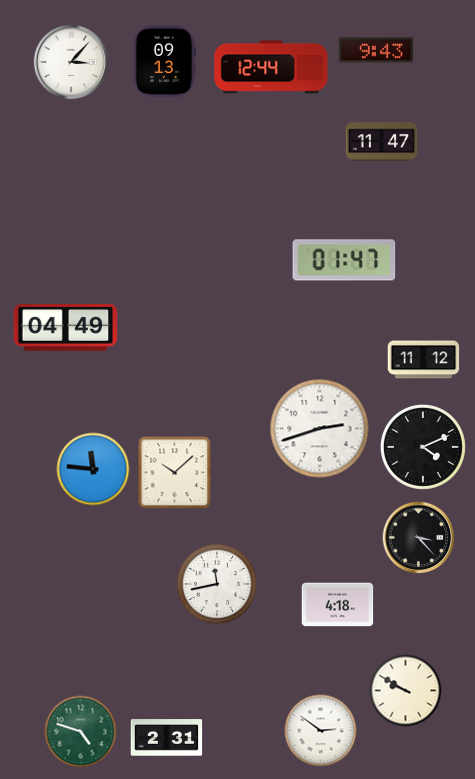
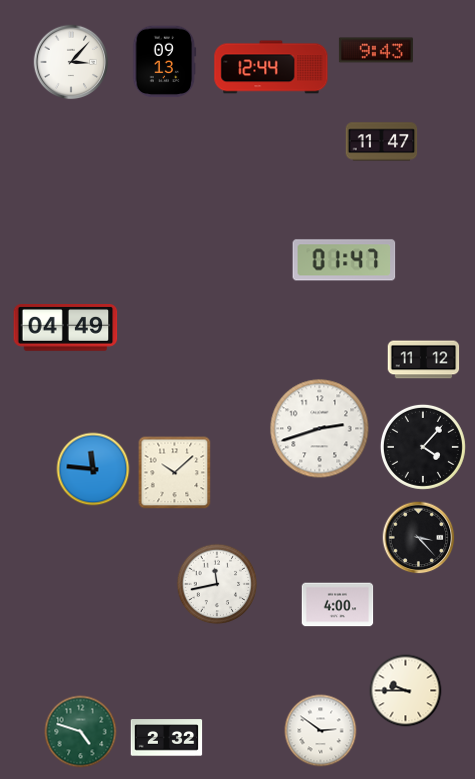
clock at (423, 447): 4:11 -> 4:07
clock at (338, 605): 4:18 -> 4:00
clock at (406, 691): 9:50 -> 9:45
clock at (167, 738): 2:31 -> 2:32
